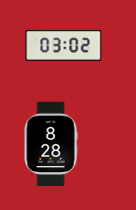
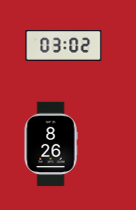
clock at (51, 144): 8:28 -> 8:26
